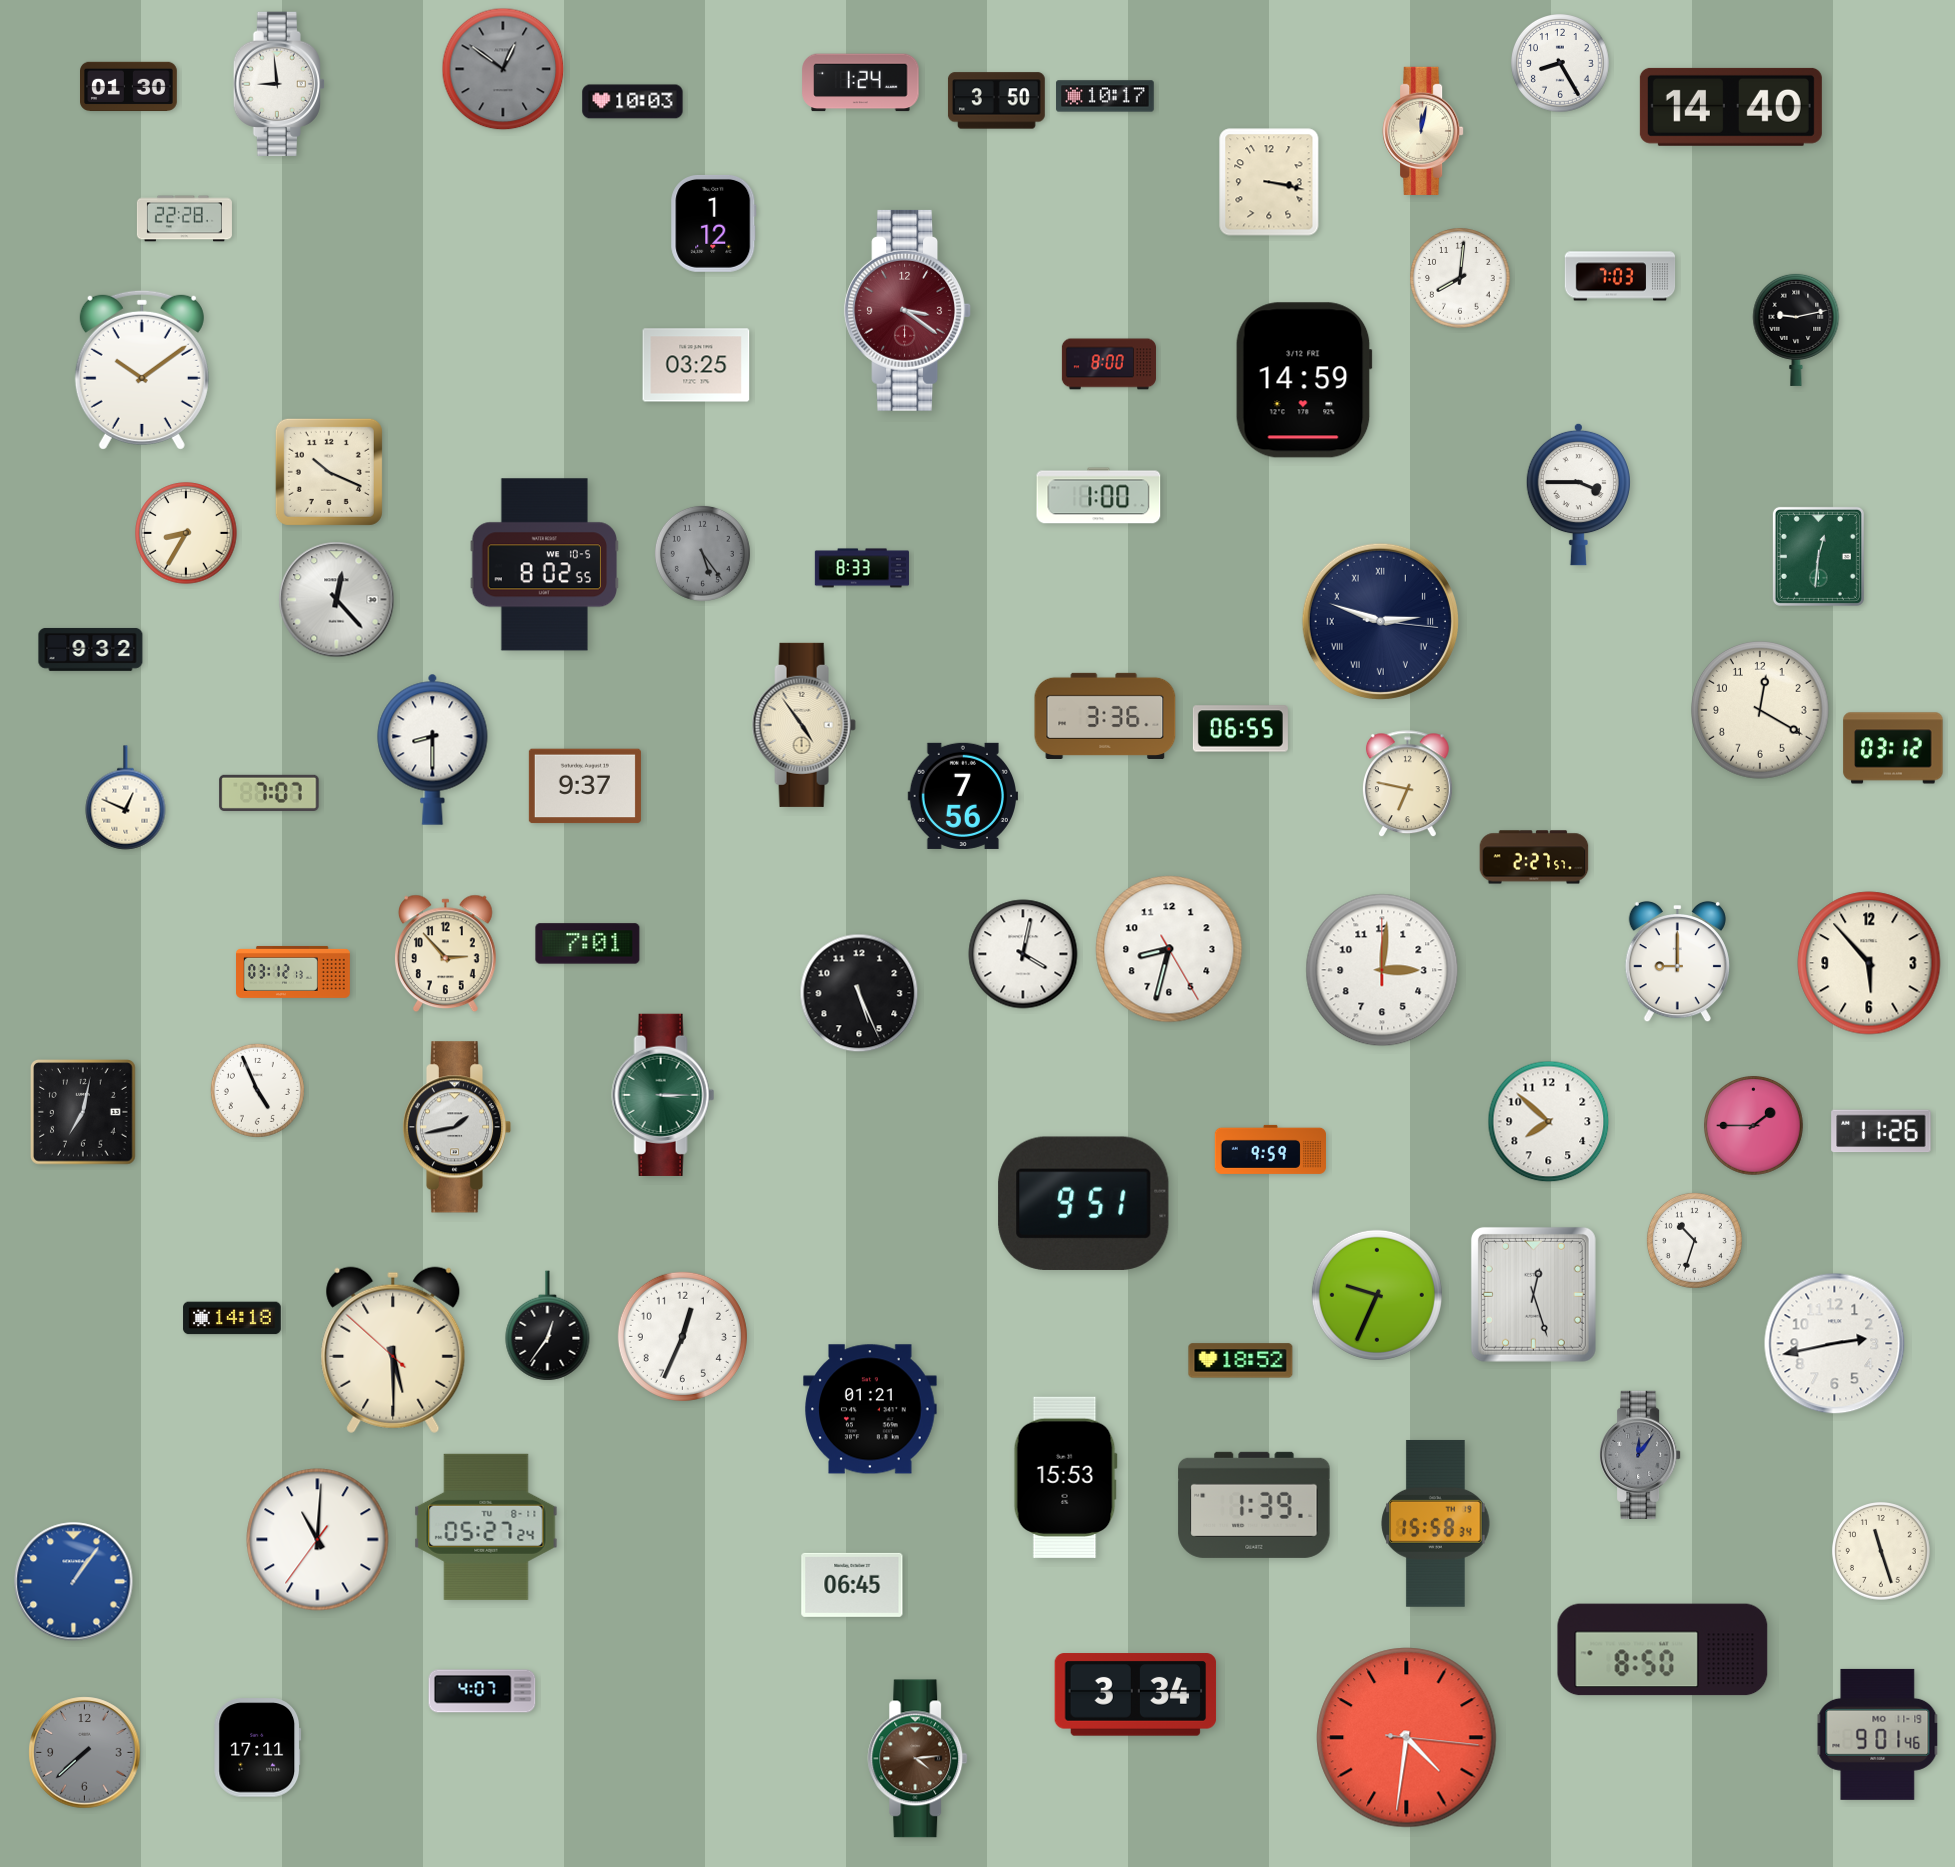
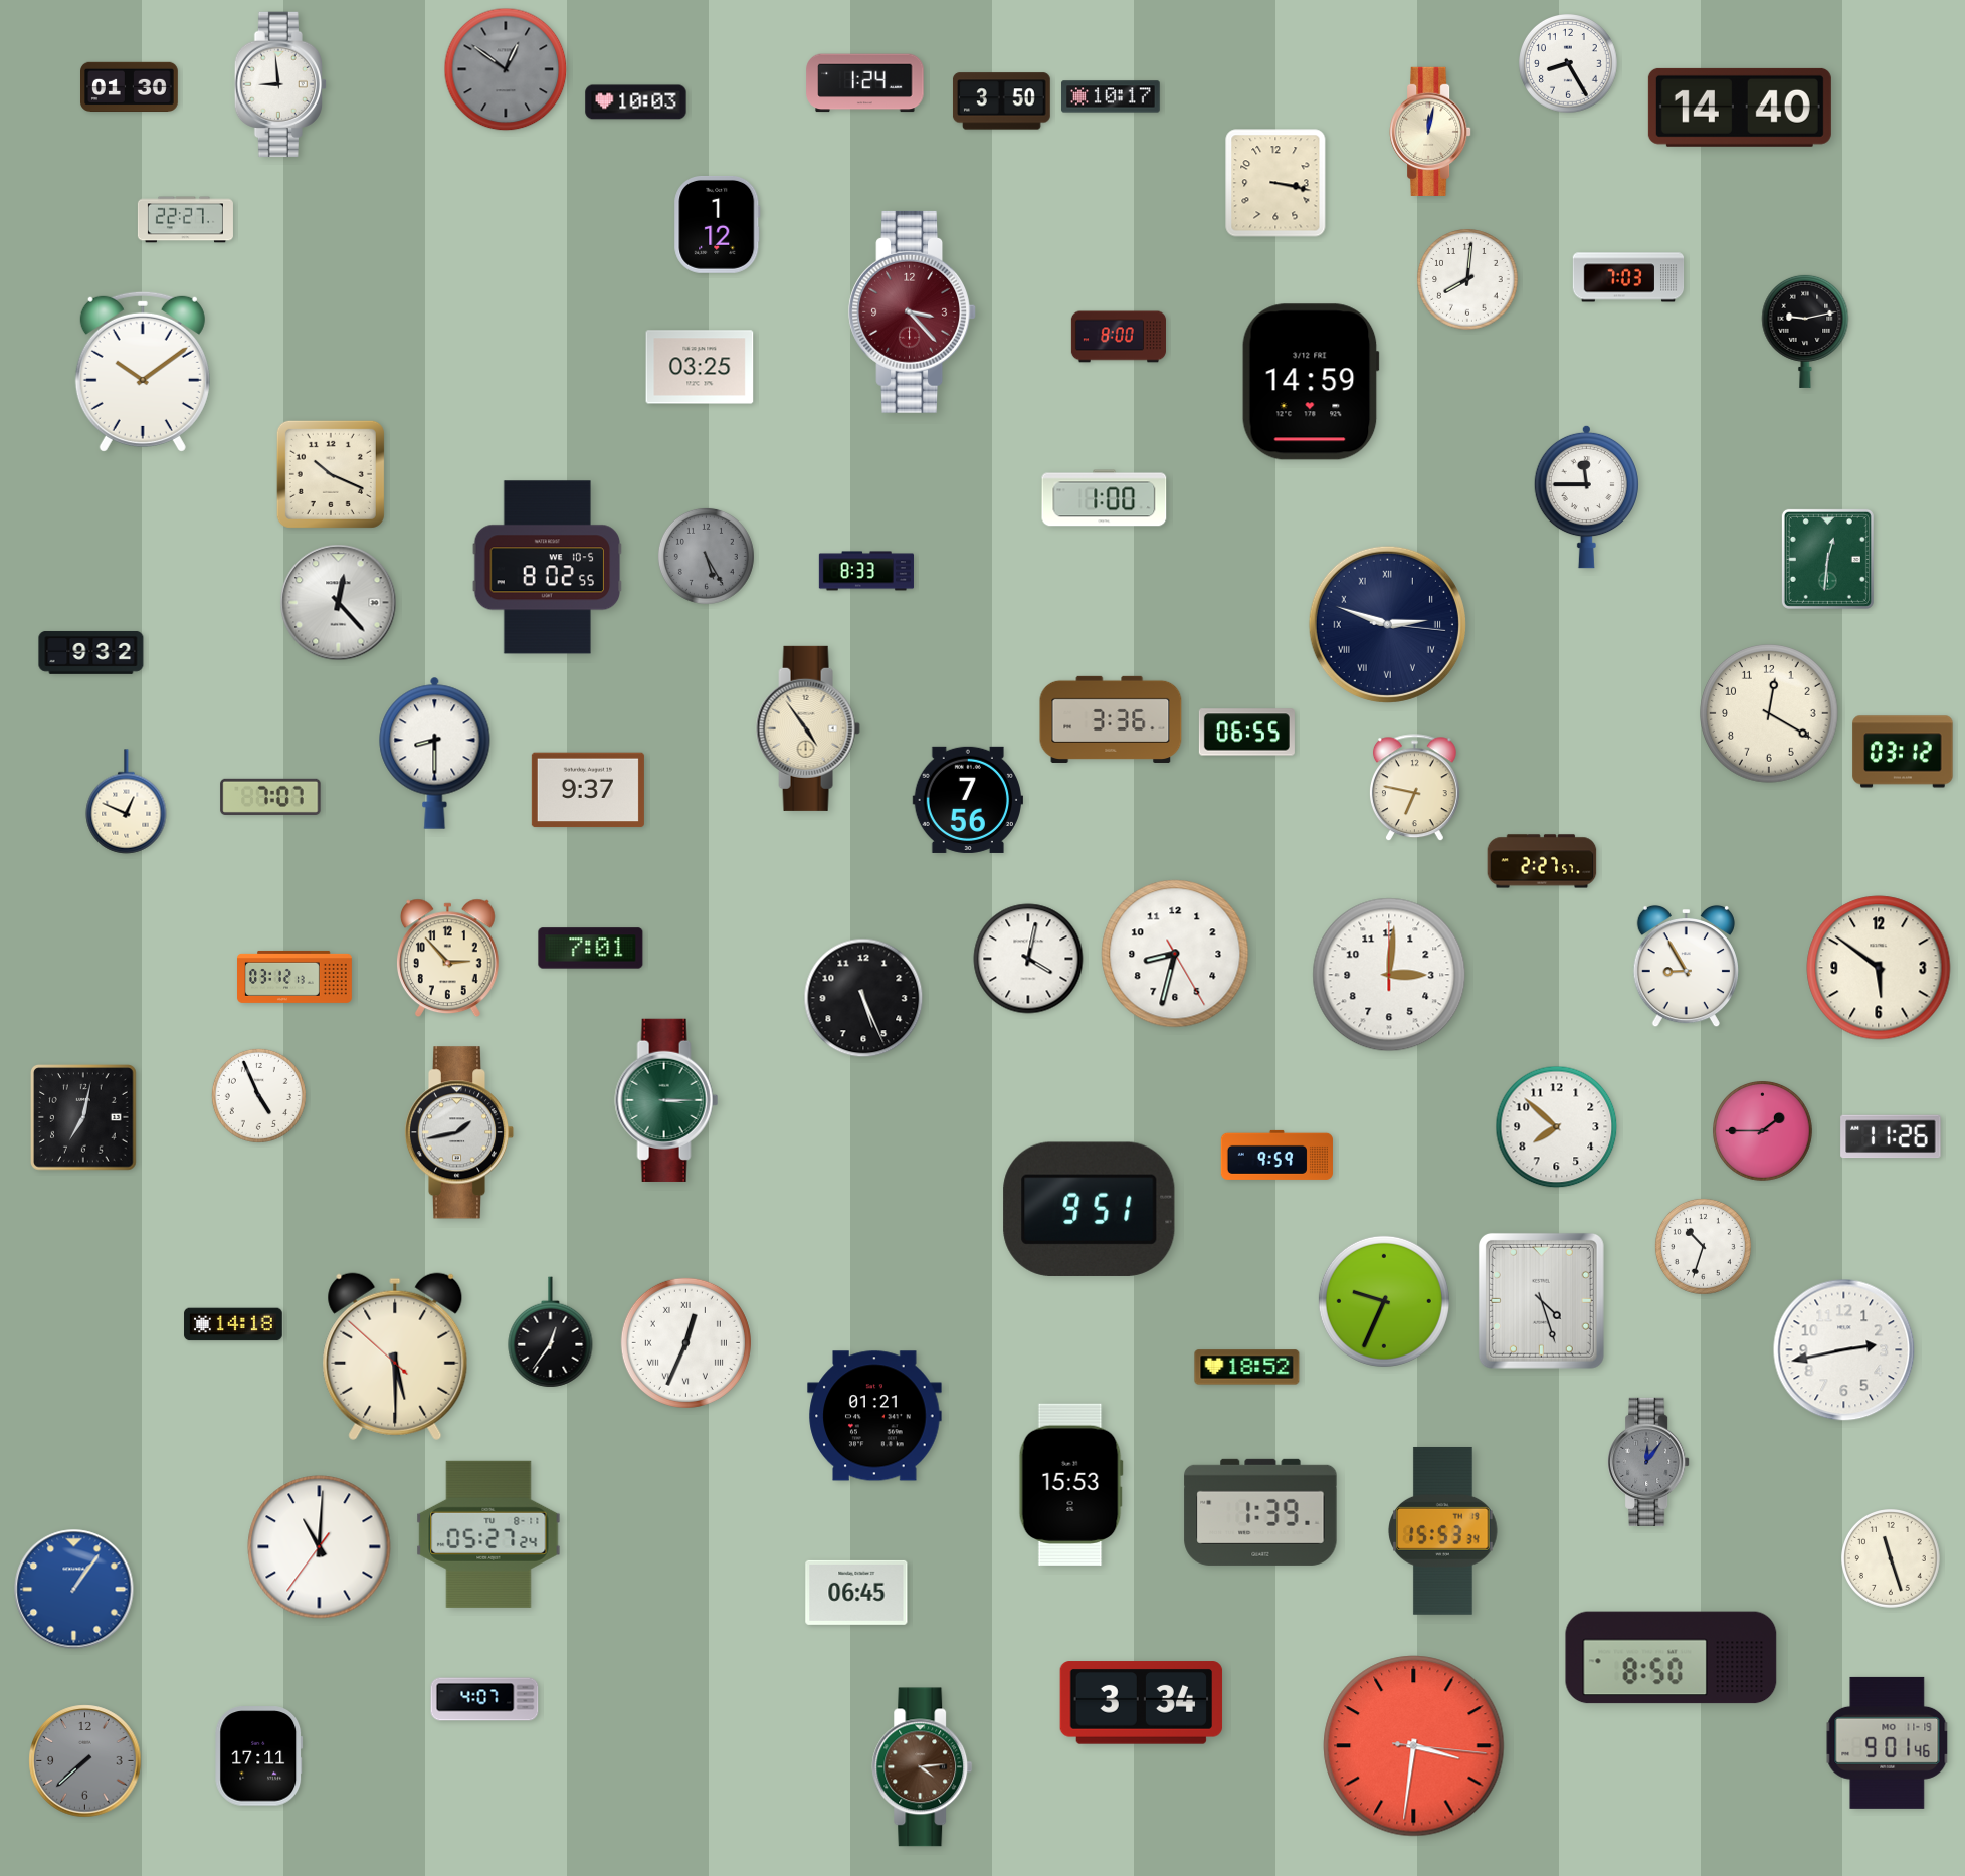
clock at (184, 219): 22:28 -> 22:27
clock at (907, 310): 3:21 -> 3:23
clock at (1108, 364) position: (1108, 364) -> (1118, 337)
clock at (1578, 494): 3:45 -> 11:45
clock at (186, 533): 8:35 -> none
clock at (702, 553): 5:24 -> 5:25
clock at (1677, 962): 9:00 -> 8:55
clock at (1869, 963): 5:53 -> 5:51
clock at (1533, 1294): 12:27 -> 4:27
clock at (682, 1336) numerals: Arabic -> Roman
clock at (1436, 1523): 15:58 -> 15:53
clock at (1407, 1738): 4:31 -> 3:31
